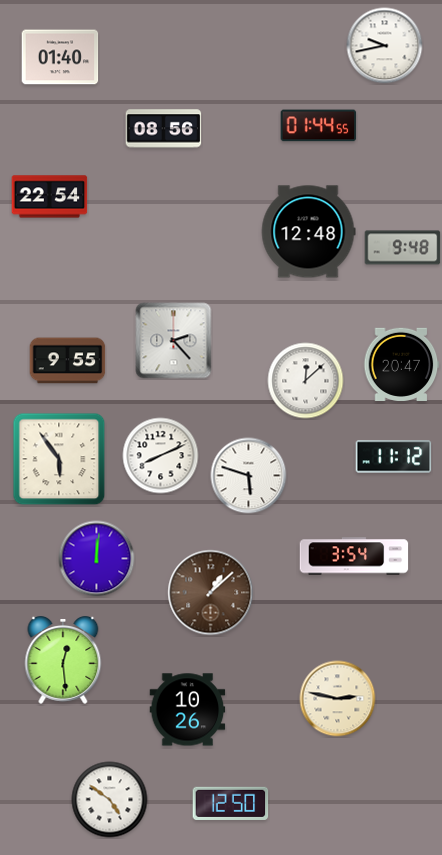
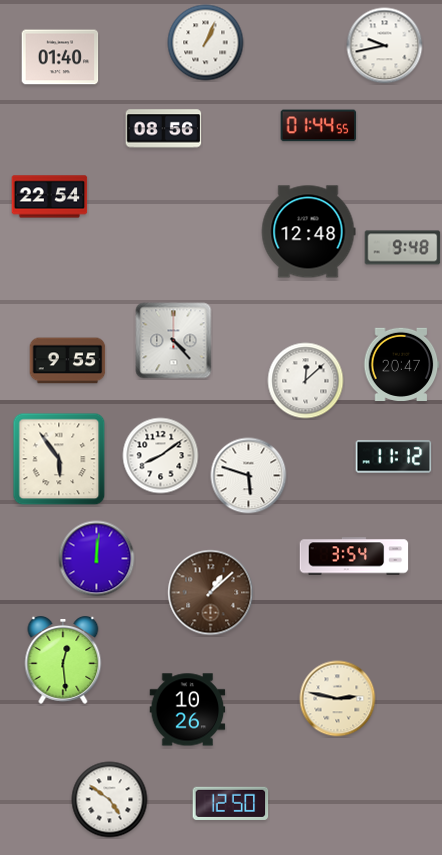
clock at (206, 43): none -> 1:04
clock at (174, 341): 2:23 -> 4:23
clock at (161, 456): 8:11 -> 8:09
